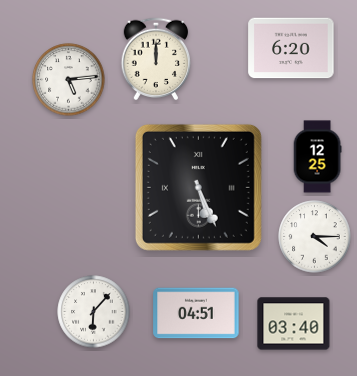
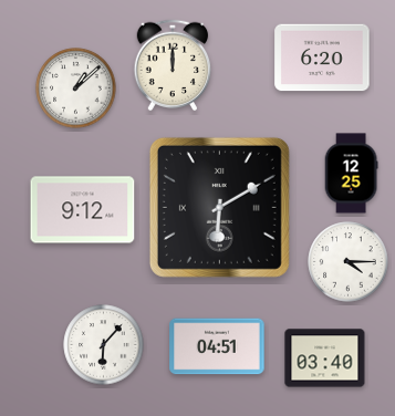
clock at (291, 48) position: (291, 48) -> (322, 58)
clock at (69, 80): 5:14 -> 1:08
clock at (198, 187): 5:26 -> 6:10
clock at (83, 210): none -> 9:12
